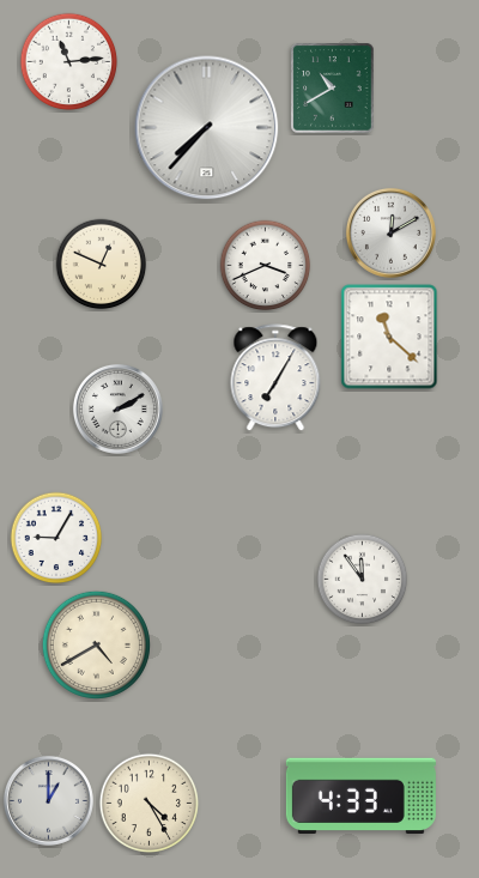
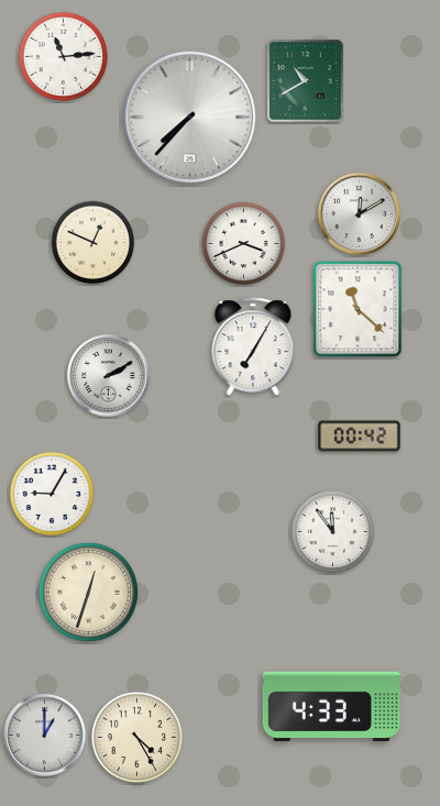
clock at (360, 437): none -> 00:42
clock at (96, 644): 4:40 -> 12:33
clock at (360, 795) position: (360, 795) -> (331, 706)
